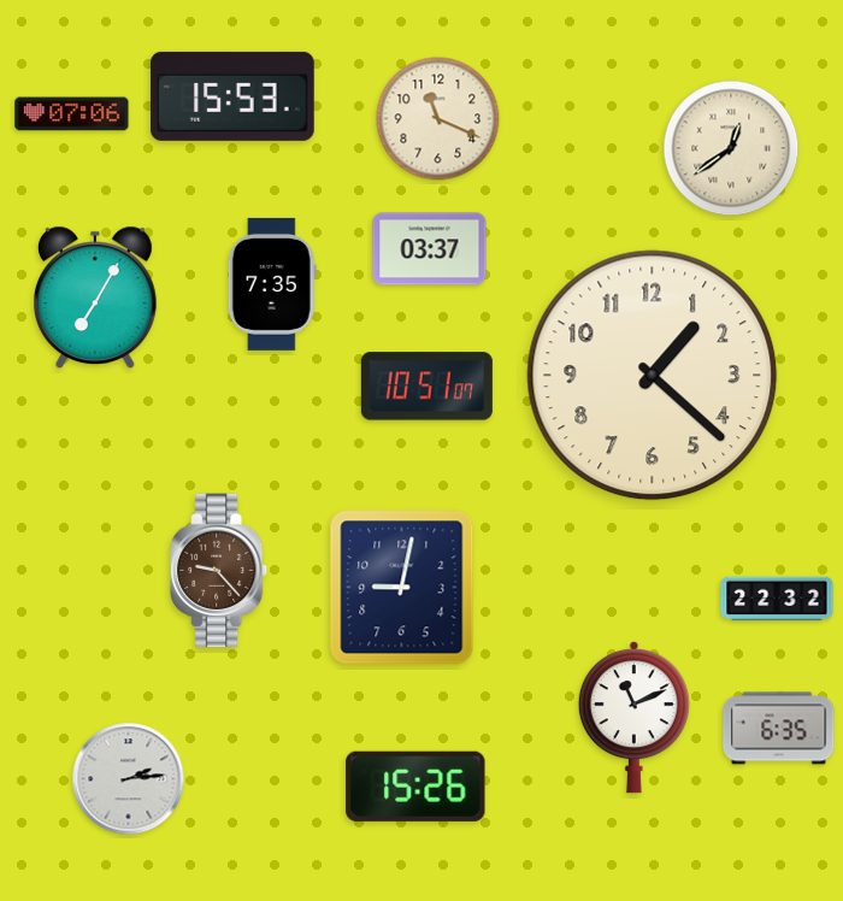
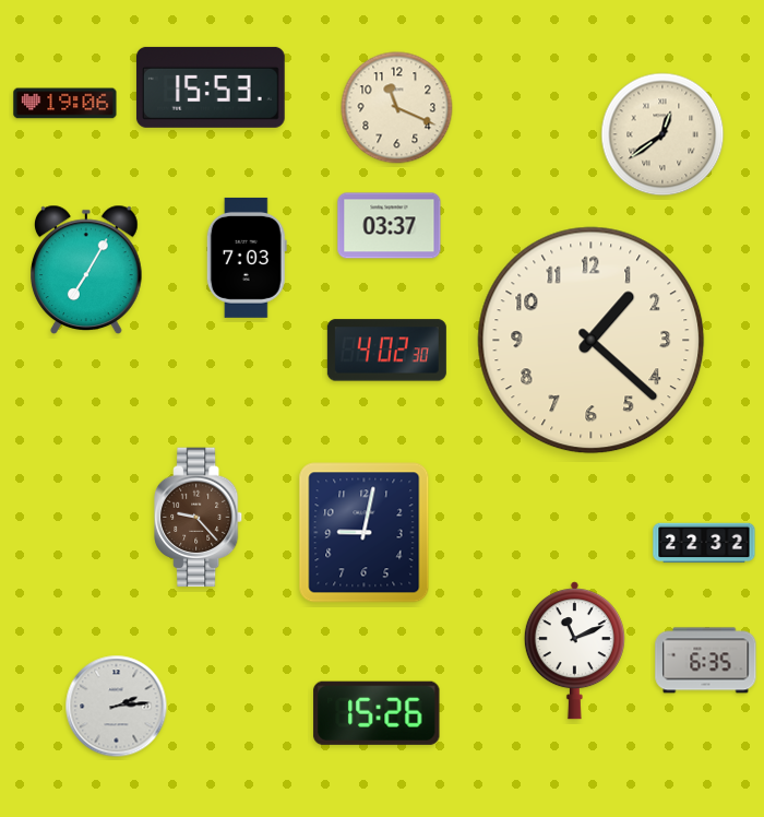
clock at (72, 114): 07:06 -> 19:06
clock at (272, 284): 7:35 -> 7:03
clock at (426, 387): 10:51 -> 4:02
